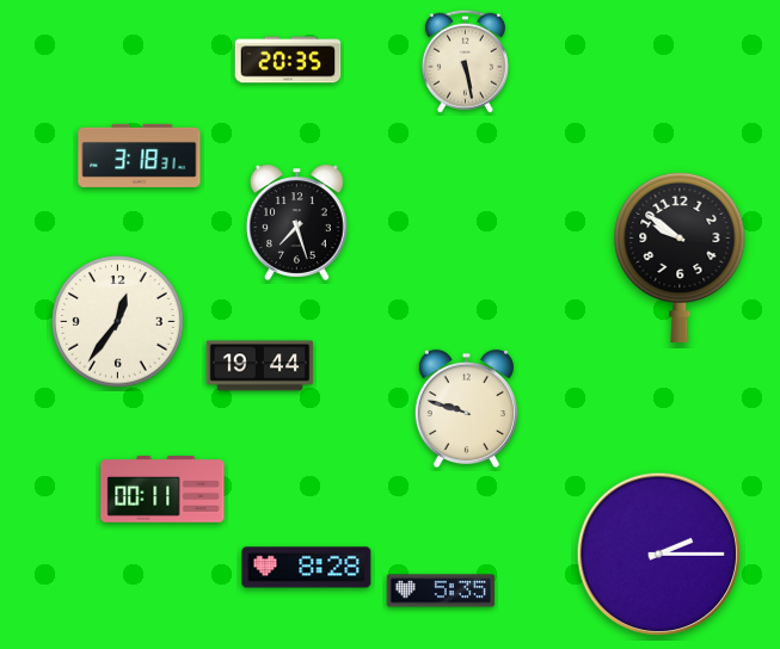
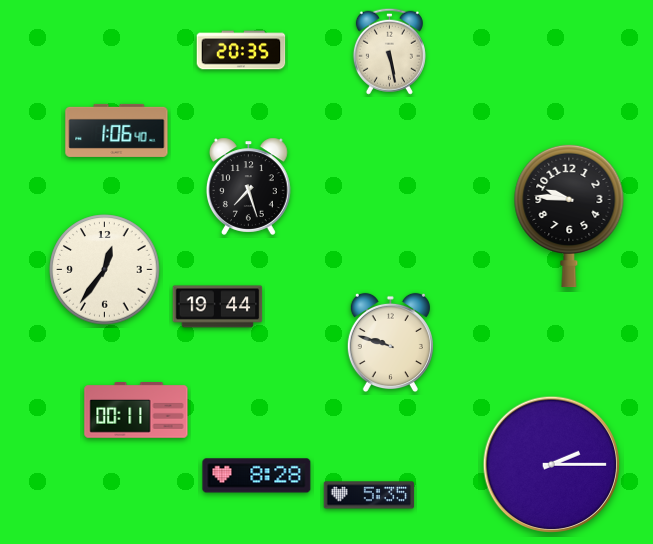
clock at (140, 155): 3:18 -> 1:06
clock at (680, 258): 9:51 -> 9:46
clock at (118, 322) position: (118, 322) -> (105, 270)
